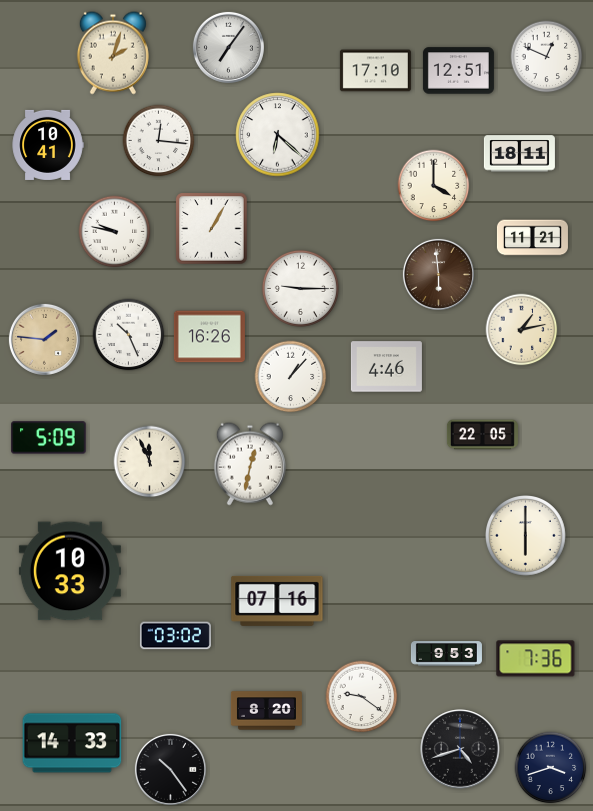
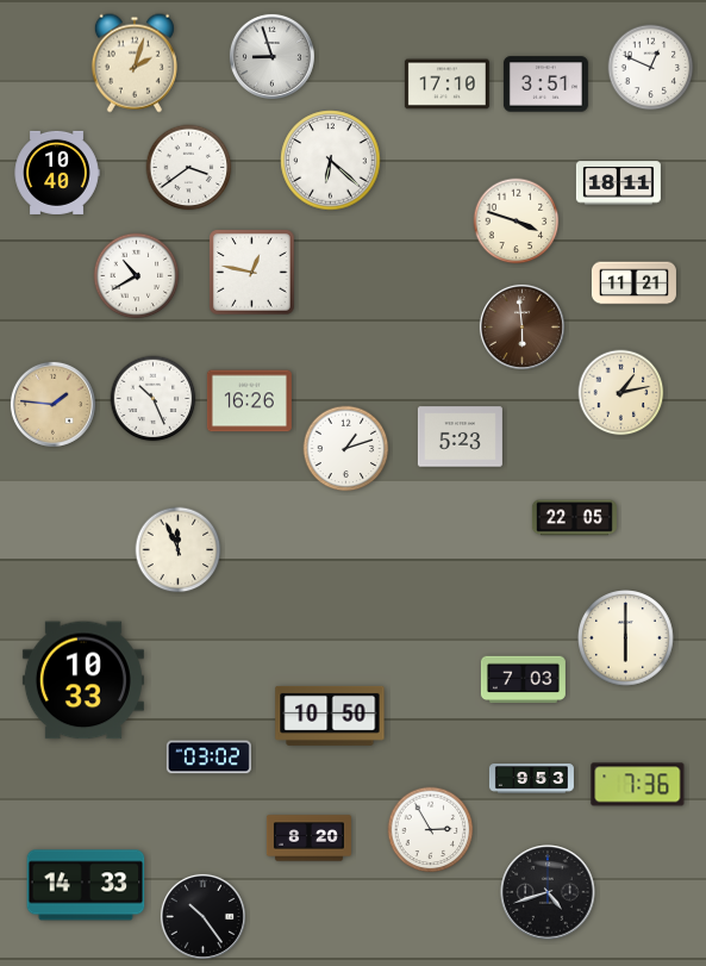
clock at (228, 47): 7:06 -> 8:57
clock at (458, 71): 12:51 -> 3:51
clock at (159, 141): 12:16 -> 3:39
clock at (48, 145): 10:41 -> 10:40
clock at (434, 186): 4:00 -> 3:48
clock at (212, 229): 1:05 -> 12:47
clock at (115, 232): 9:47 -> 10:40
clock at (300, 288): 9:15 -> none
clock at (386, 367): 4:46 -> 5:23
clock at (291, 377): 1:07 -> 1:12
clock at (49, 438): 5:09 -> none
clock at (250, 464): 12:32 -> none
clock at (523, 680): none -> 7:03
clock at (277, 601): 07:16 -> 10:50
clock at (362, 697): 9:21 -> 2:55
clock at (266, 711) position: (266, 711) -> (308, 839)
clock at (551, 768): 3:42 -> none
